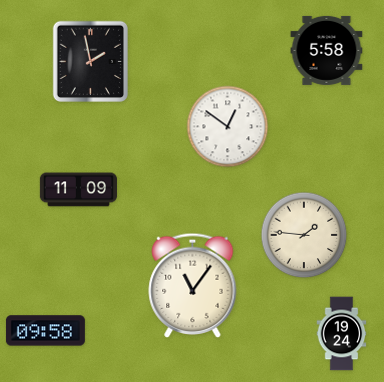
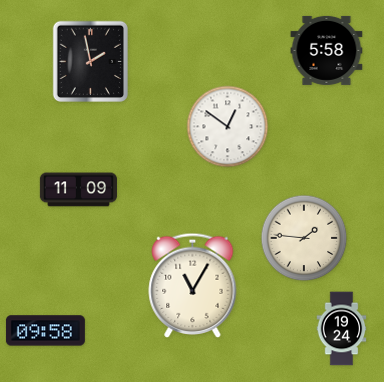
clock at (304, 235) position: (304, 235) -> (304, 238)
clock at (193, 285): 11:06 -> 11:05
clock at (342, 334) position: (342, 334) -> (342, 329)
